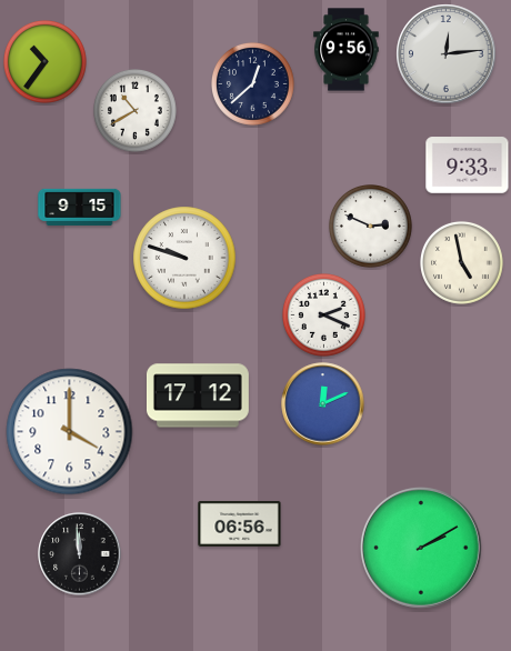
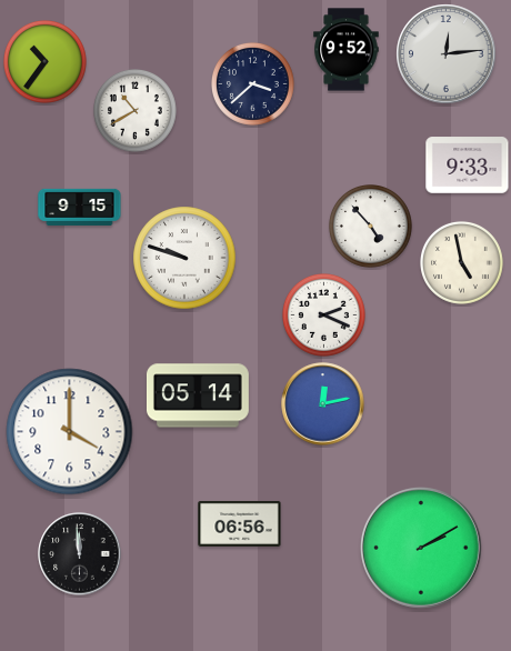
clock at (347, 50): 9:56 -> 9:52
clock at (253, 84): 12:38 -> 3:38
clock at (371, 227): 2:49 -> 4:53
clock at (198, 395): 17:12 -> 05:14
clock at (323, 404): 12:11 -> 12:13
